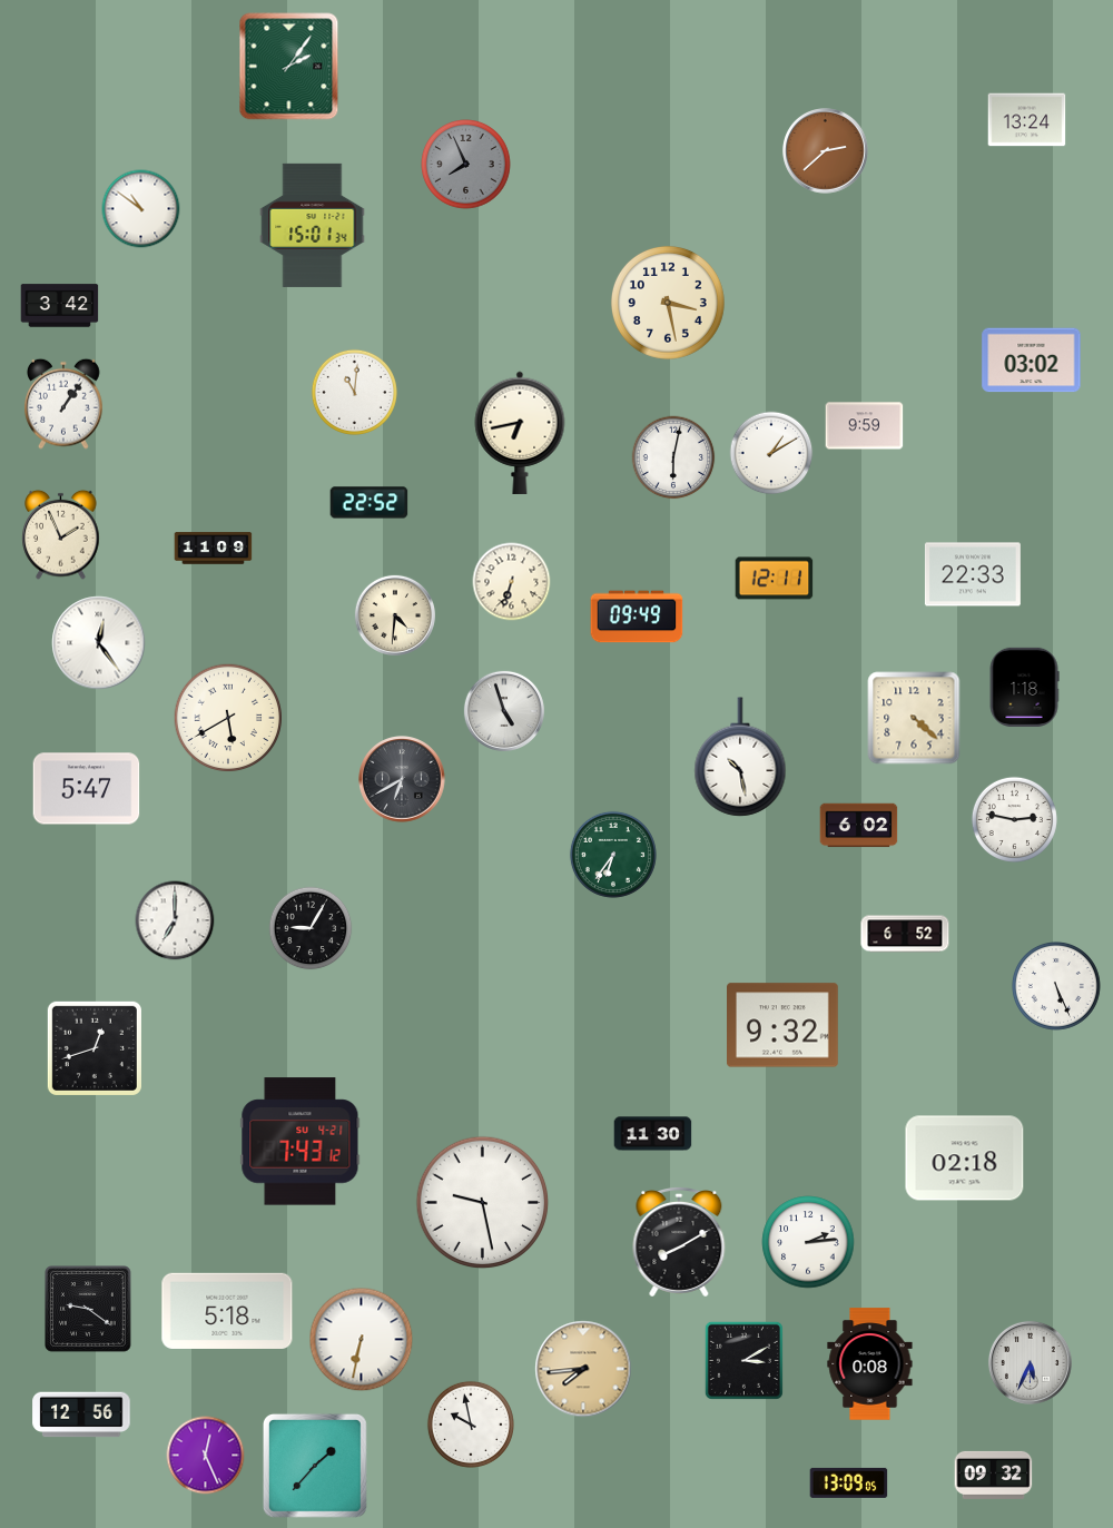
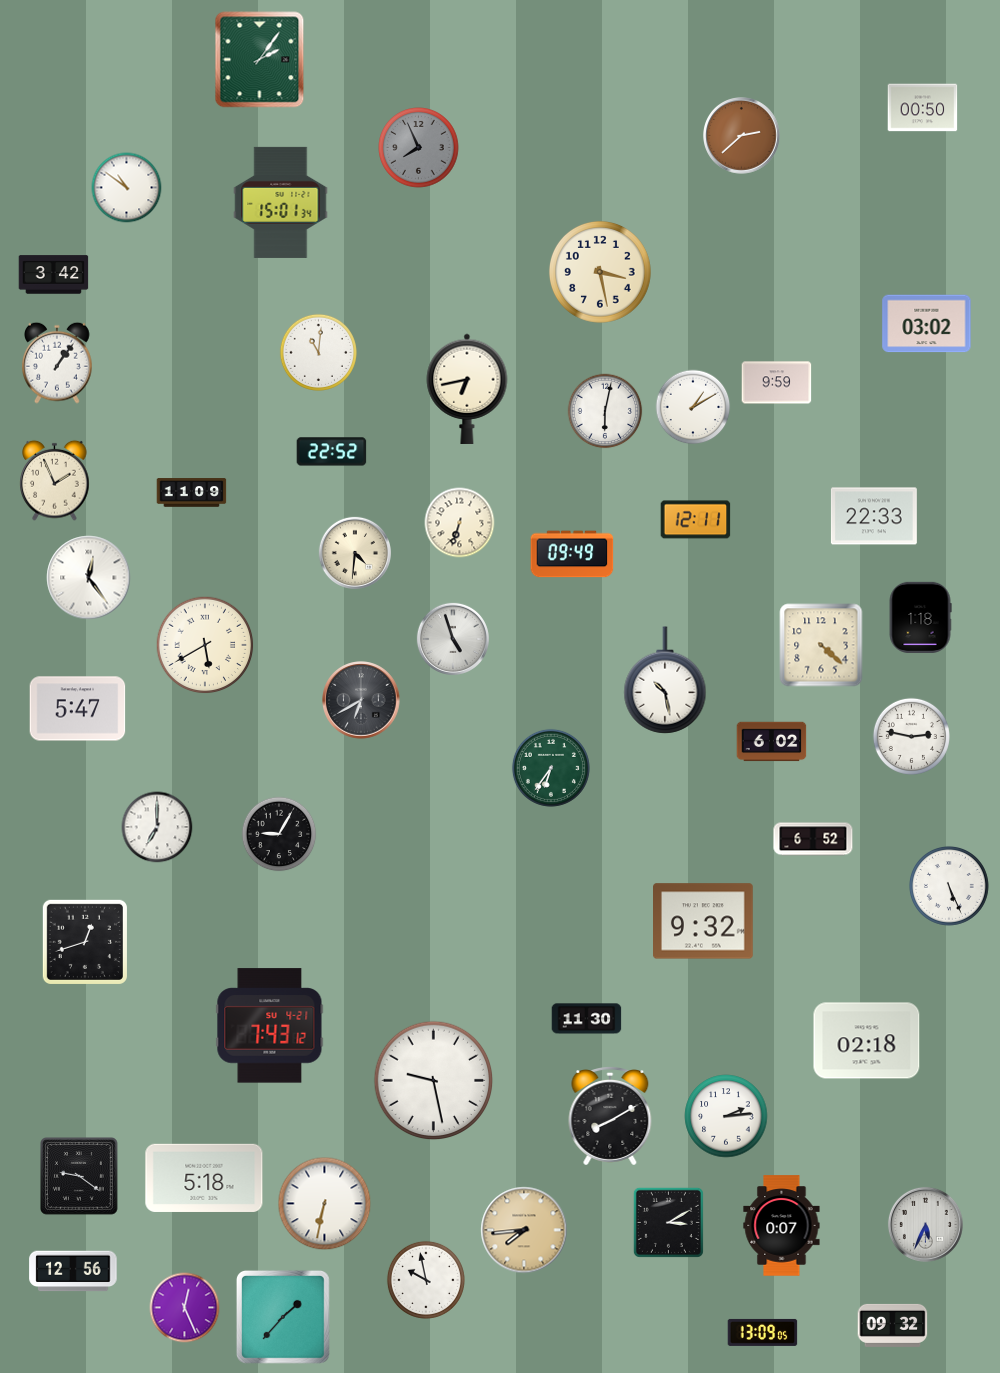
clock at (1027, 120): 13:24 -> 00:50
clock at (870, 1364): 0:08 -> 0:07
clock at (471, 1425) position: (471, 1425) -> (426, 1280)
